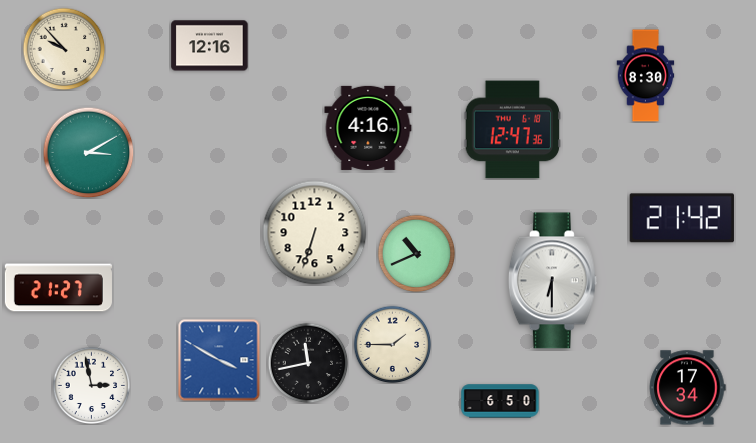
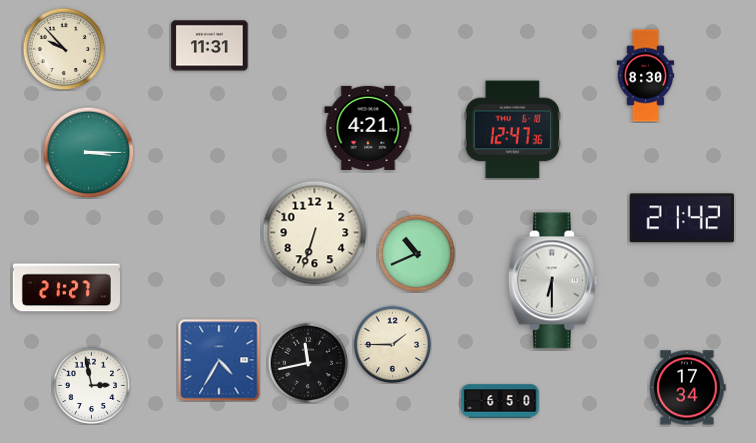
clock at (210, 46): 12:16 -> 11:31
clock at (368, 128): 4:16 -> 4:21
clock at (88, 152): 3:10 -> 3:15
clock at (58, 288) position: (58, 288) -> (66, 288)
clock at (219, 360): 3:50 -> 4:35
